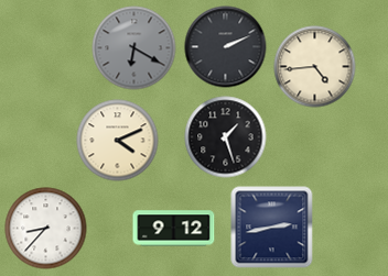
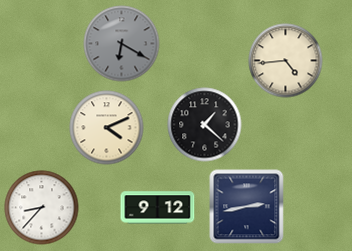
clock at (226, 47): 2:11 -> none
clock at (226, 137): 1:27 -> 1:22
